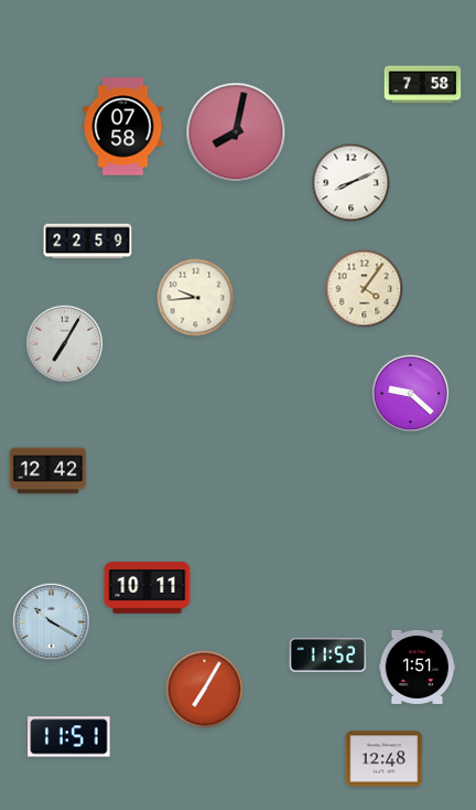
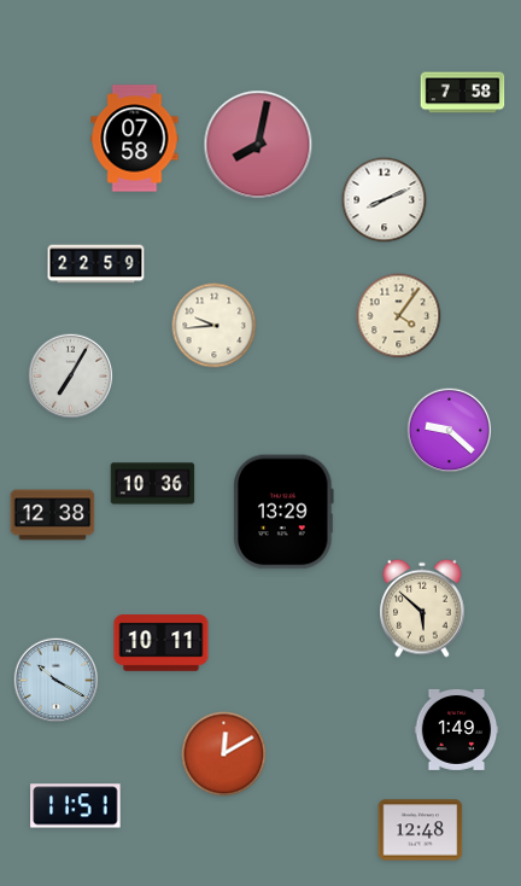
clock at (153, 484): none -> 10:36
clock at (283, 512): none -> 13:29
clock at (48, 471): 12:42 -> 12:38
clock at (422, 608): none -> 5:52
clock at (328, 654): 11:52 -> none
clock at (418, 667): 1:51 -> 1:49
clock at (205, 690): 7:05 -> 12:10
